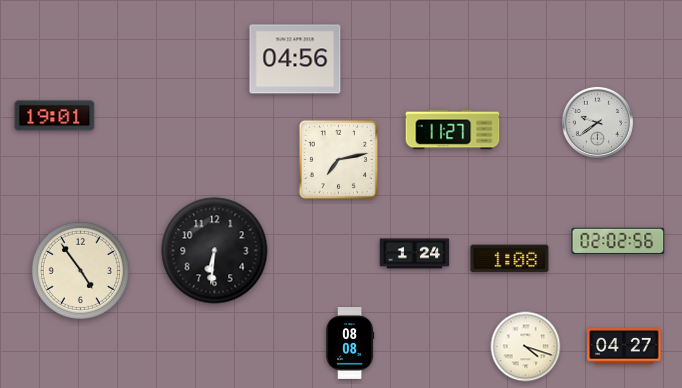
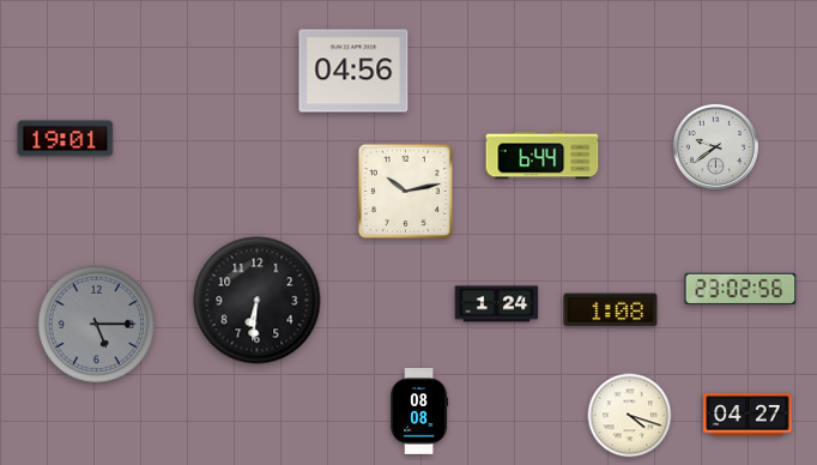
clock at (453, 130): 11:27 -> 6:44
clock at (338, 159): 7:13 -> 10:13
clock at (618, 240): 02:02 -> 23:02
clock at (80, 270): 4:54 -> 5:15
clock at (80, 270) dial: cream -> grey
